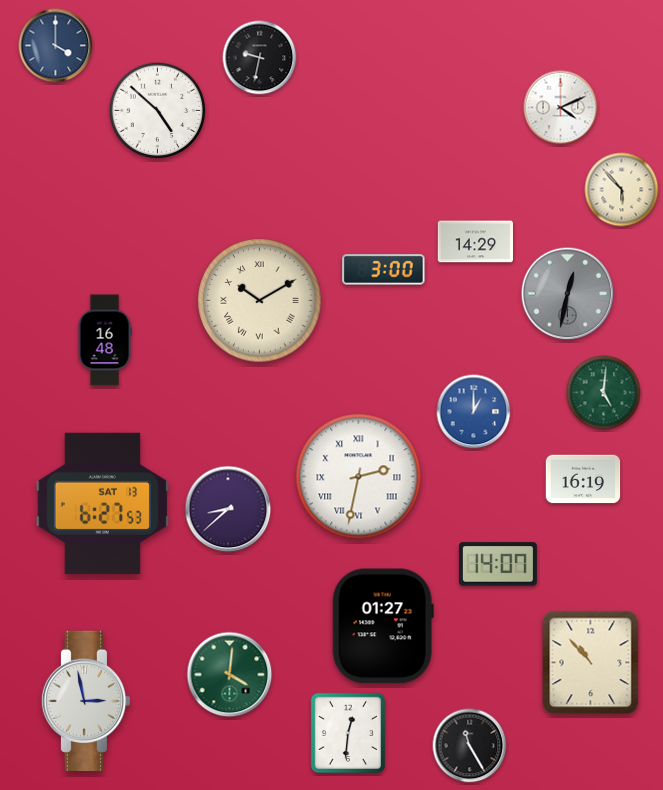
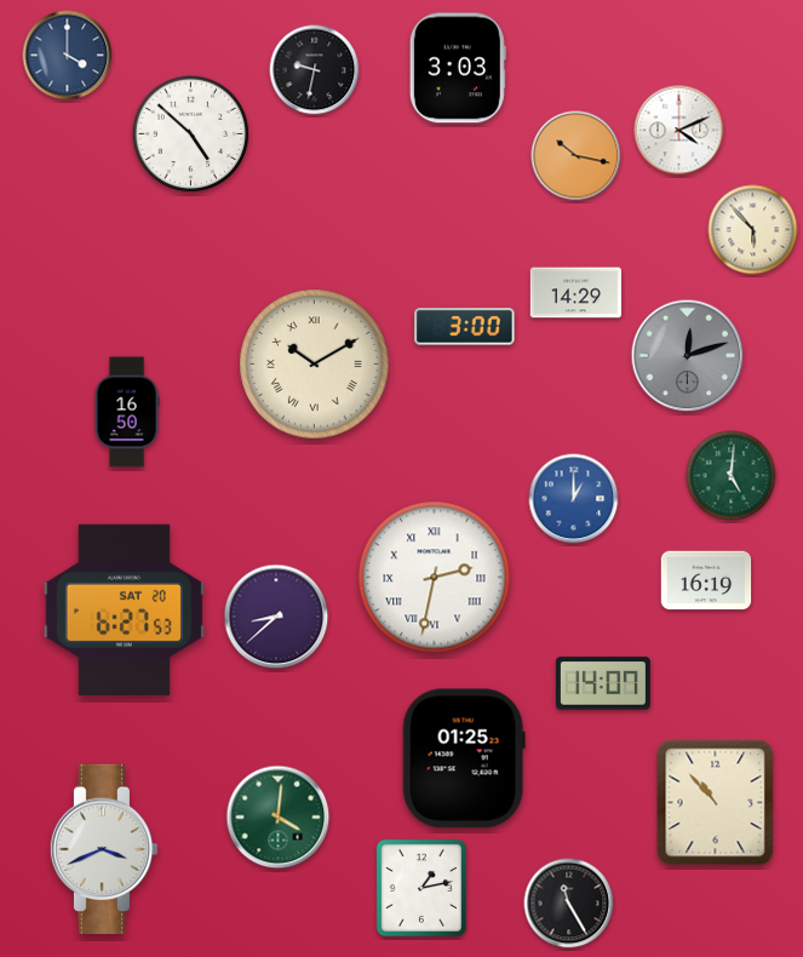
clock at (458, 68): none -> 3:03
clock at (577, 156): none -> 10:17
clock at (568, 294): 12:32 -> 12:12
clock at (105, 340): 16:48 -> 16:50
clock at (103, 503) date: SAT 13 -> SAT 20
clock at (383, 626): 01:27 -> 01:25
clock at (86, 700): 2:58 -> 3:41
clock at (348, 733): 12:31 -> 1:13
